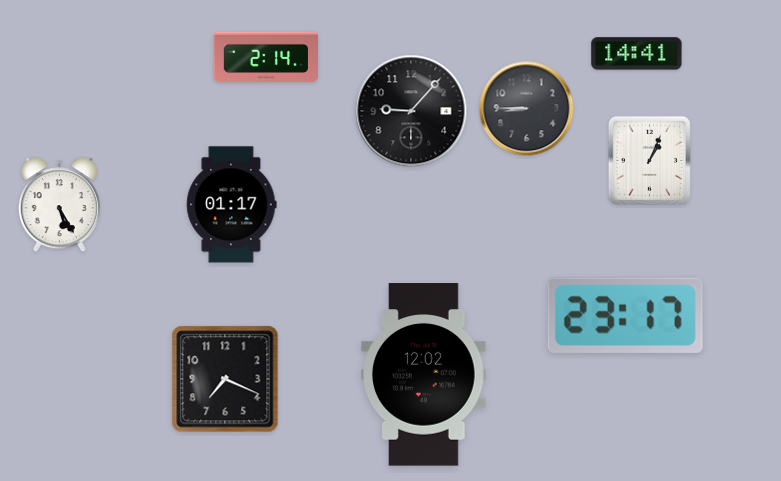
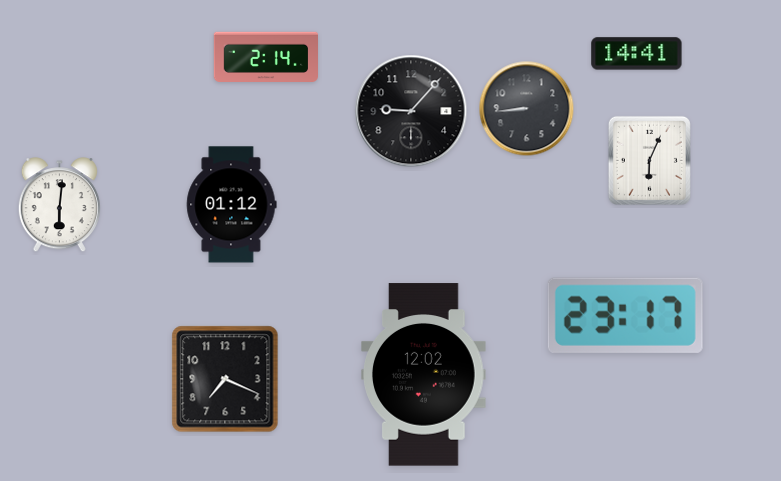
clock at (527, 109): 8:45 -> 8:44
clock at (649, 160): 1:04 -> 6:04
clock at (59, 205): 5:25 -> 6:01
clock at (232, 205): 01:17 -> 01:12
